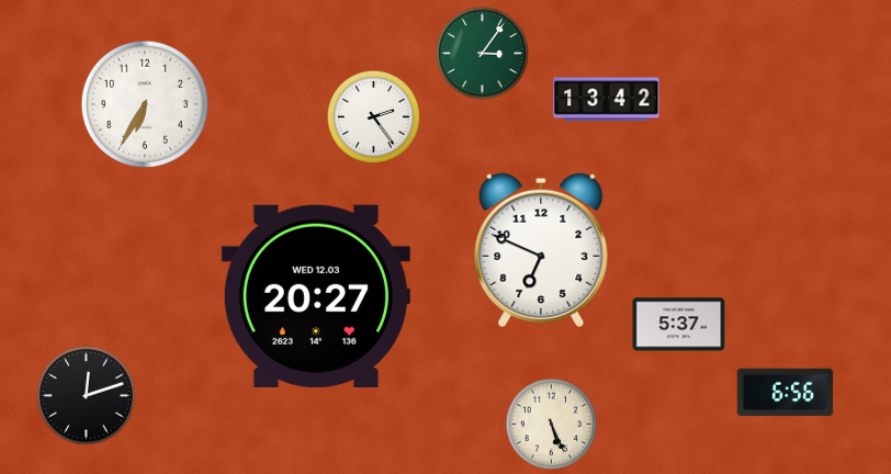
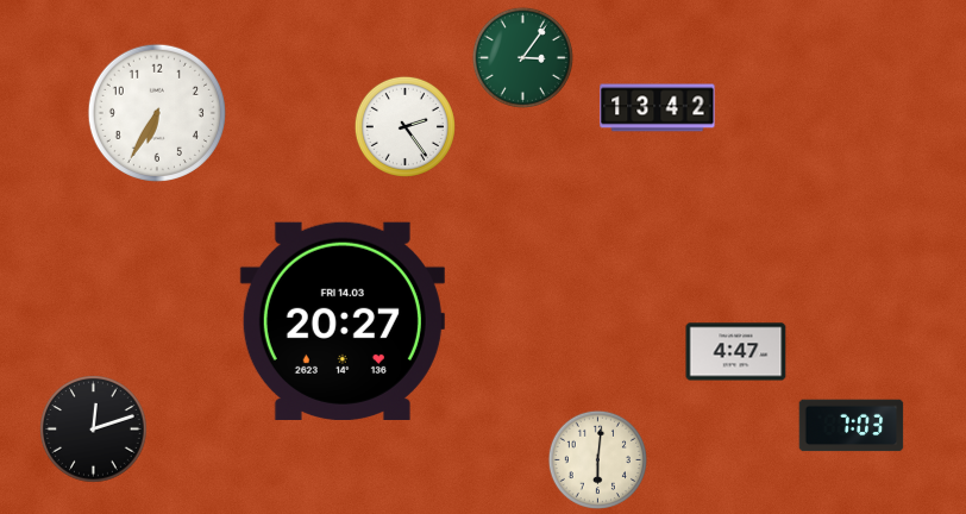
clock at (541, 250): 6:49 -> none
clock at (316, 296) date: WED 12.03 -> FRI 14.03
clock at (679, 325): 5:37 -> 4:47
clock at (786, 393): 6:56 -> 7:03
clock at (551, 424): 5:26 -> 6:01
